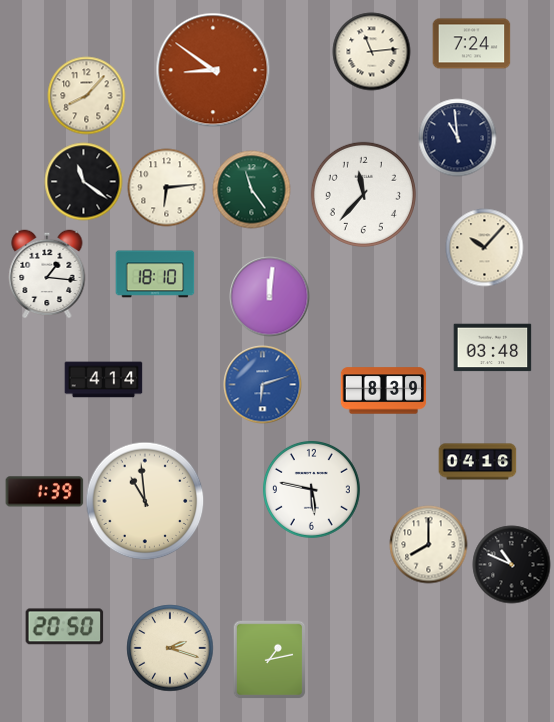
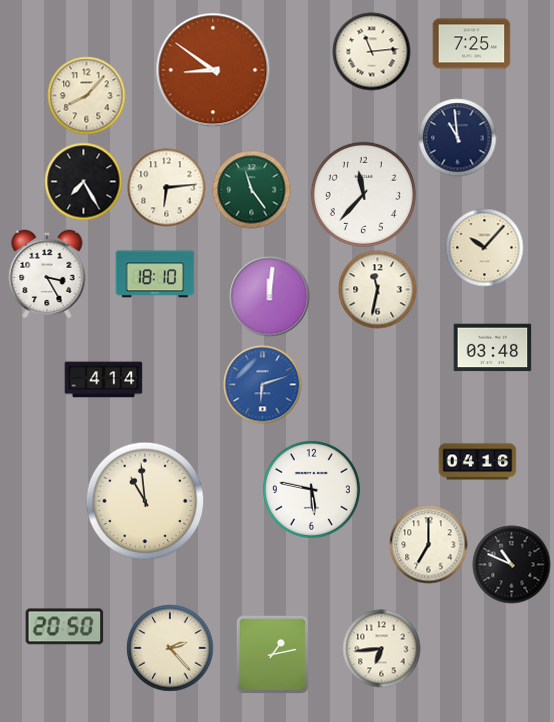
clock at (471, 44): 7:24 -> 7:25
clock at (83, 181): 11:21 -> 7:25
clock at (47, 274): 1:16 -> 3:25
clock at (377, 289): none -> 11:32
clock at (383, 391): 8:39 -> none
clock at (44, 492): 1:39 -> none
clock at (428, 544): 8:00 -> 7:00
clock at (170, 648): 2:18 -> 2:23
clock at (381, 648): none -> 6:44
clock at (270, 659) position: (270, 659) -> (273, 654)
